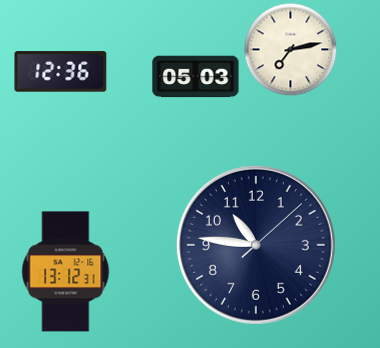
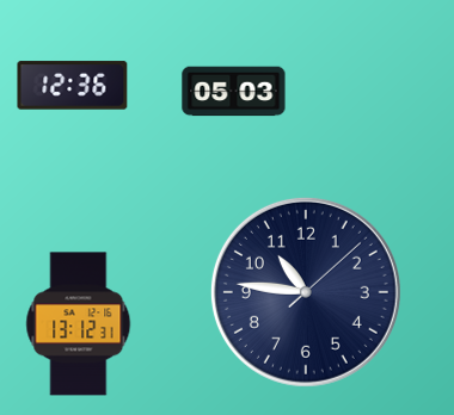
clock at (291, 50): 7:13 -> none
